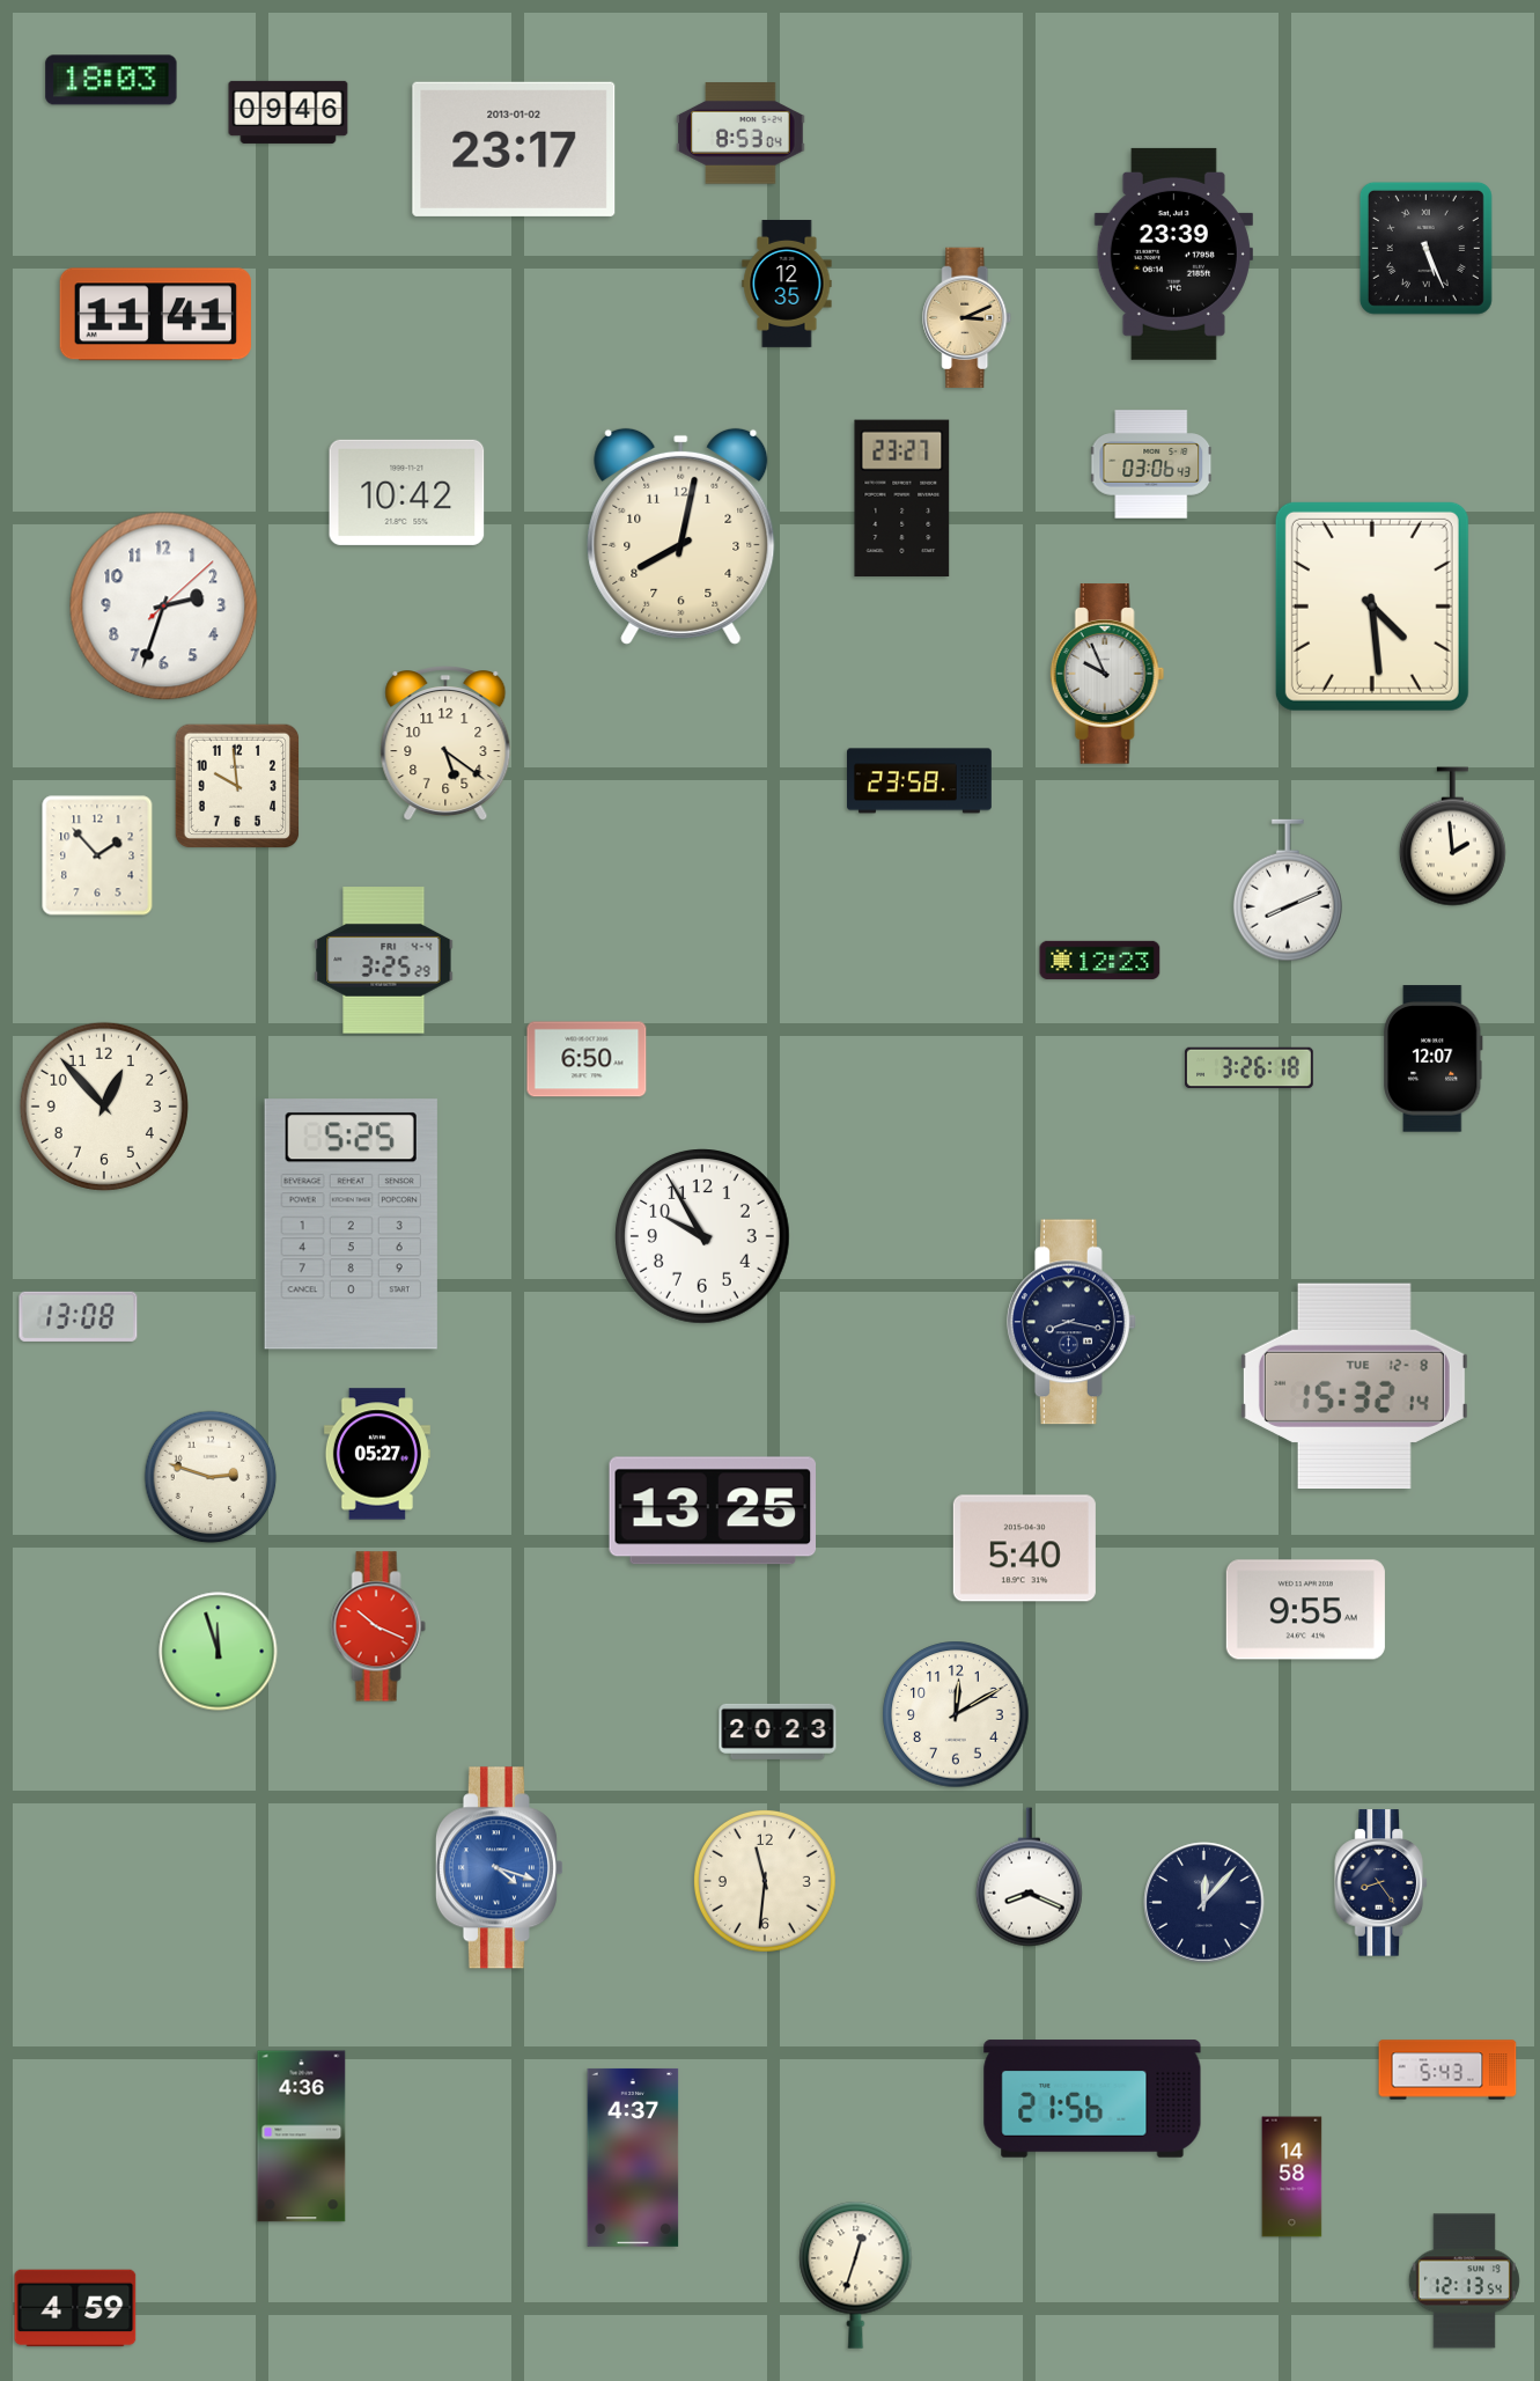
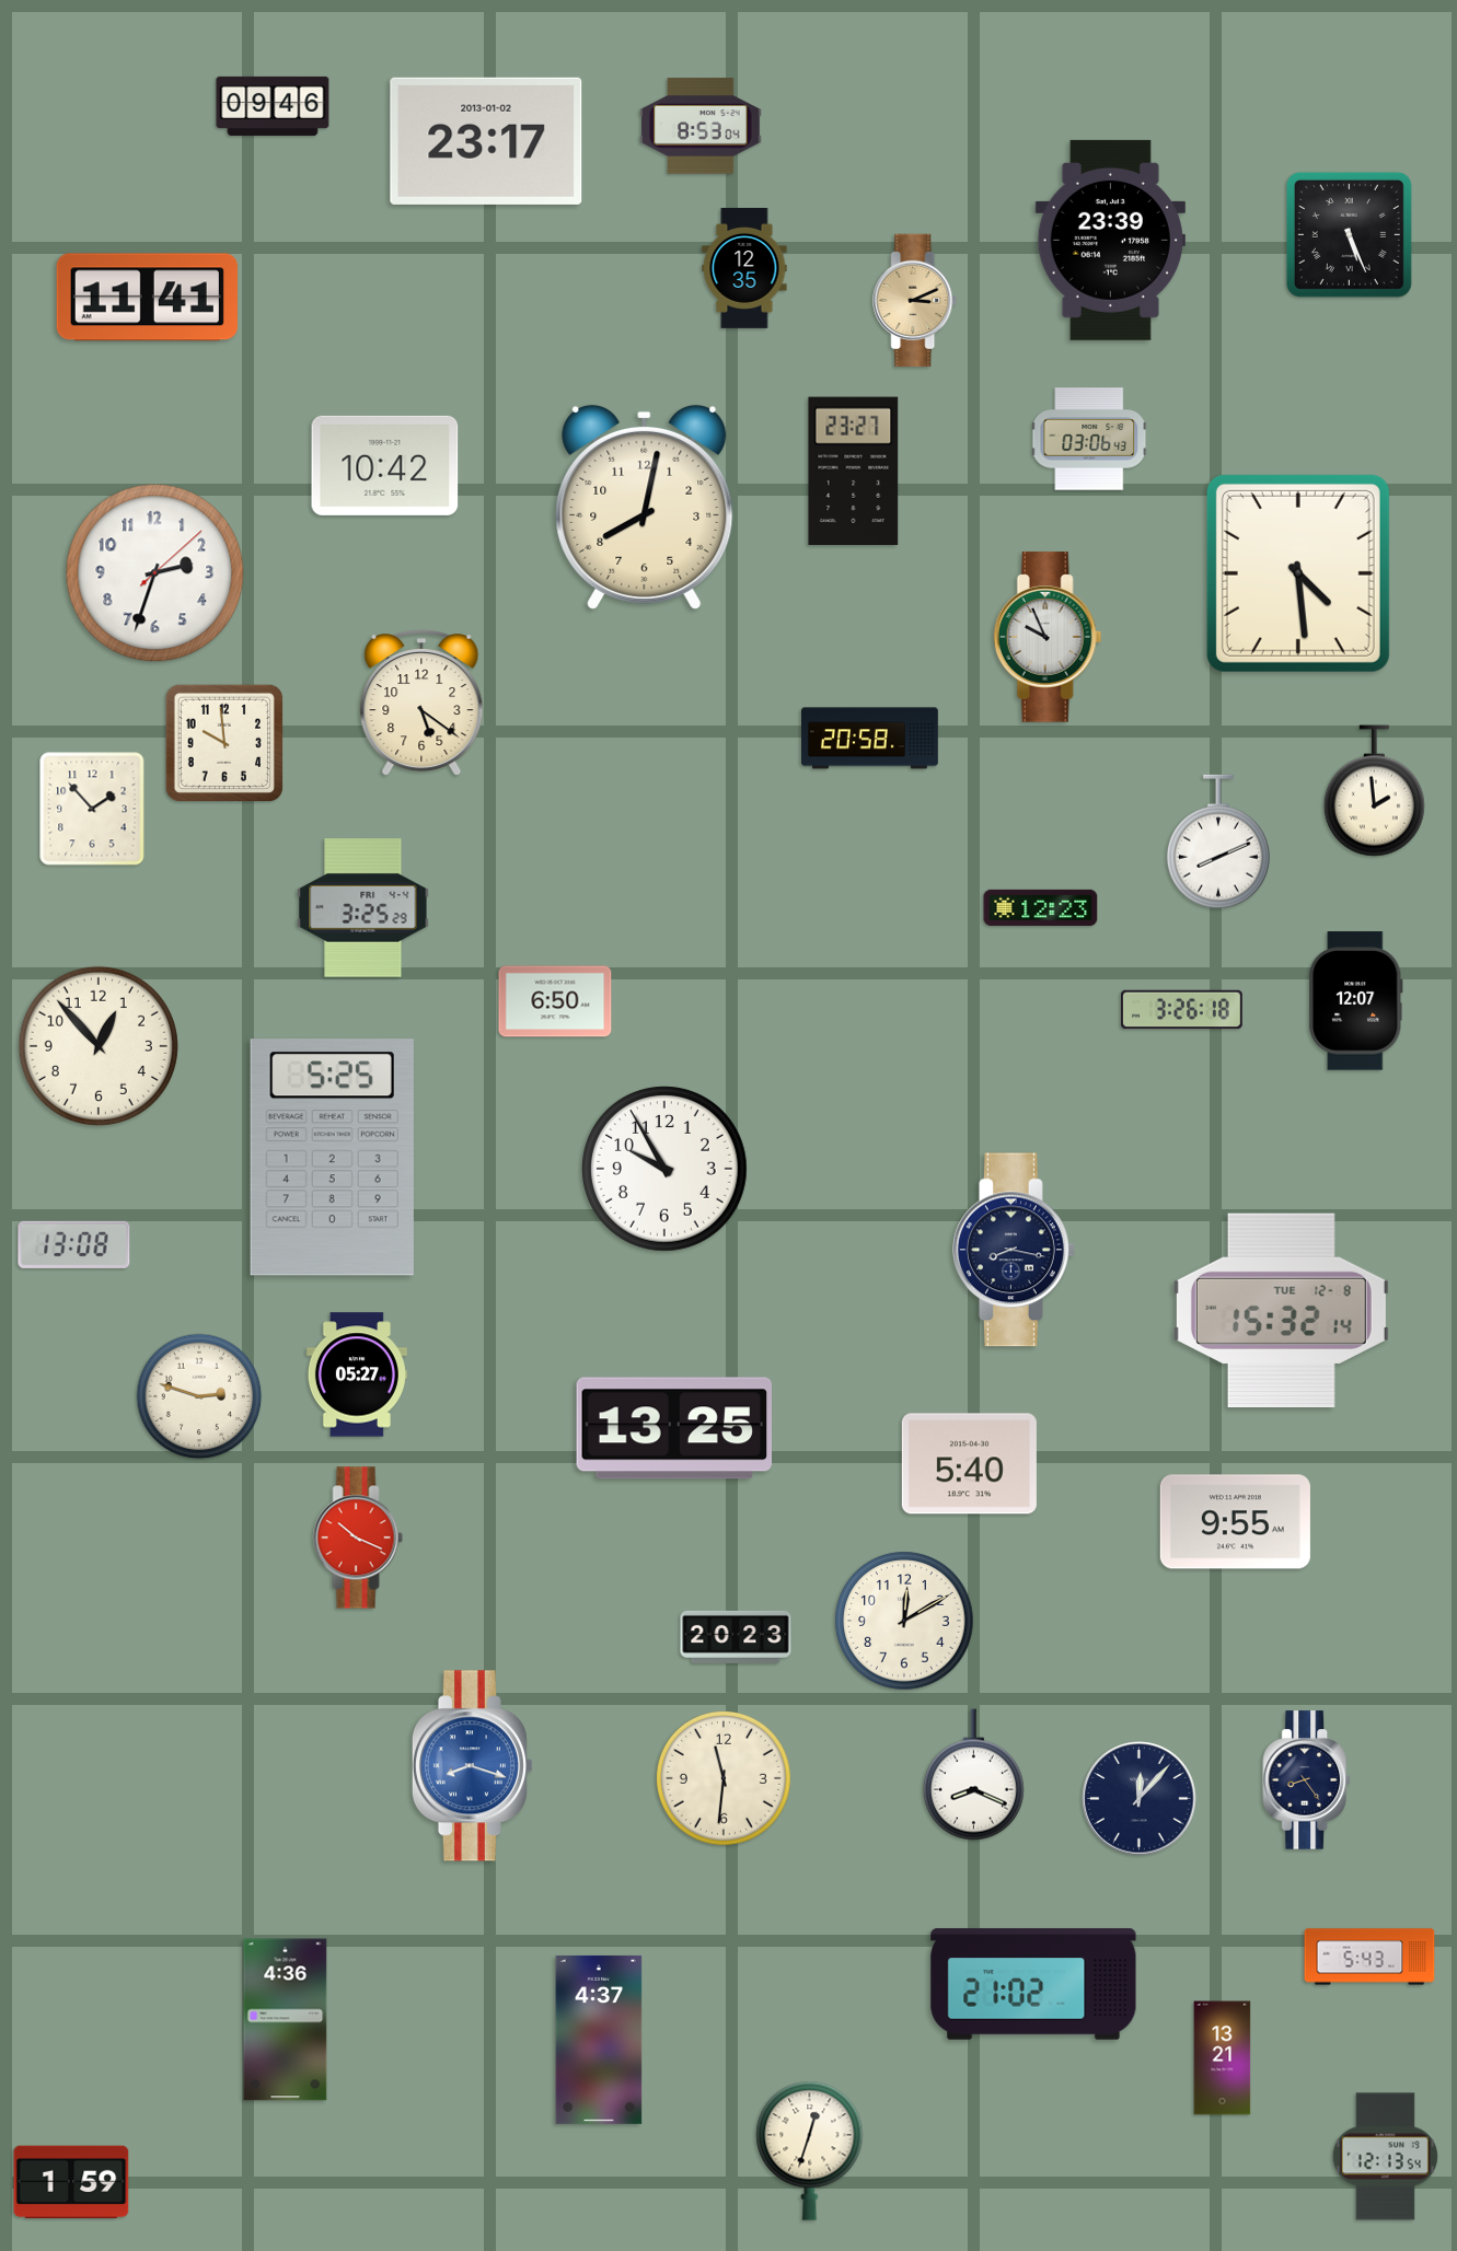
clock at (111, 80): 18:03 -> none
clock at (920, 781): 23:58 -> 20:58
clock at (219, 1652): 11:57 -> none
clock at (499, 1868): 4:18 -> 8:18
clock at (1092, 2099): 21:56 -> 21:02
clock at (1292, 2177): 14:58 -> 13:21
clock at (75, 2308): 4:59 -> 1:59
